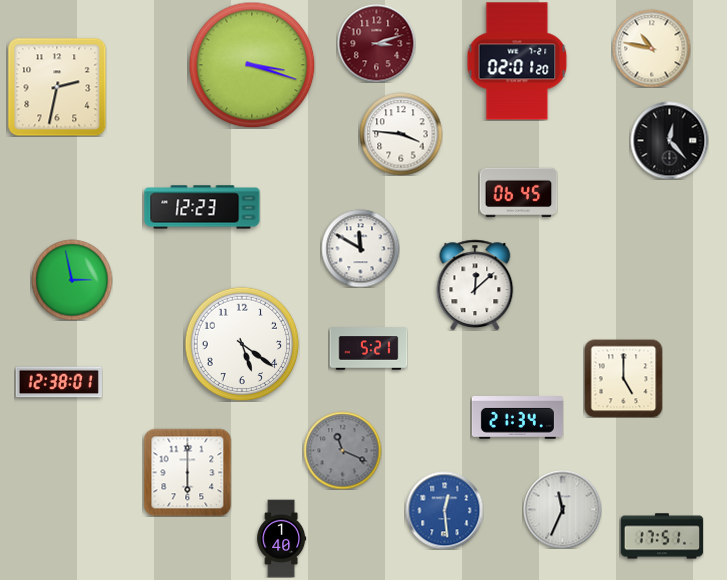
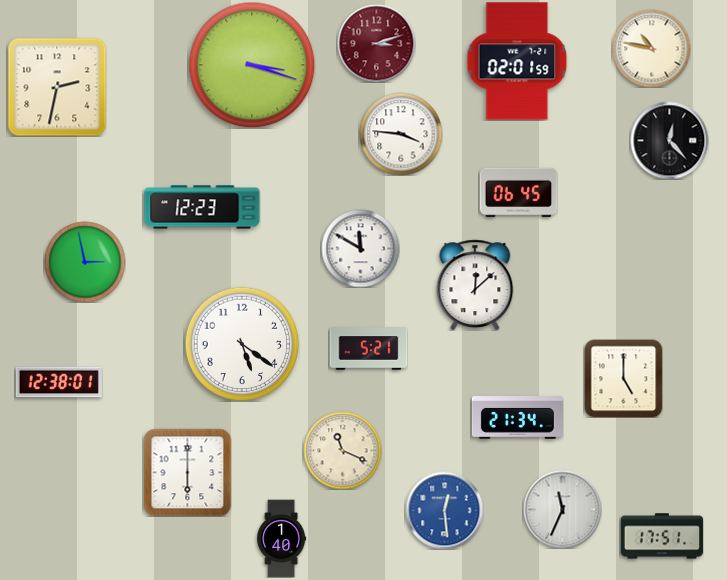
clock at (517, 61): 02:01:20 -> 02:01:59
clock at (72, 280) position: (72, 280) -> (85, 262)
clock at (342, 450) dial: grey -> cream
